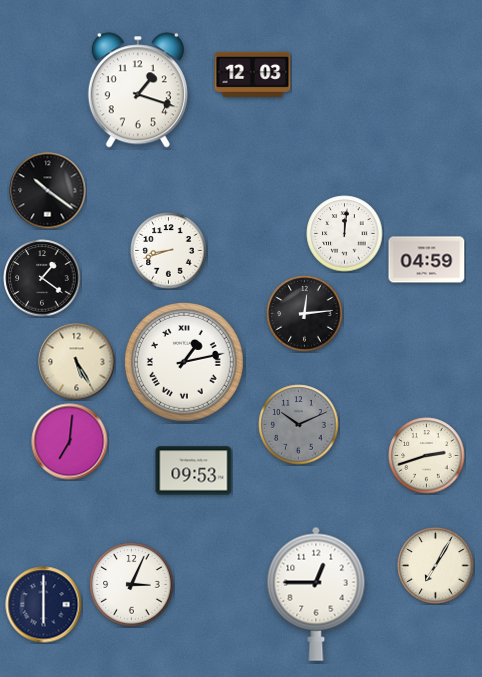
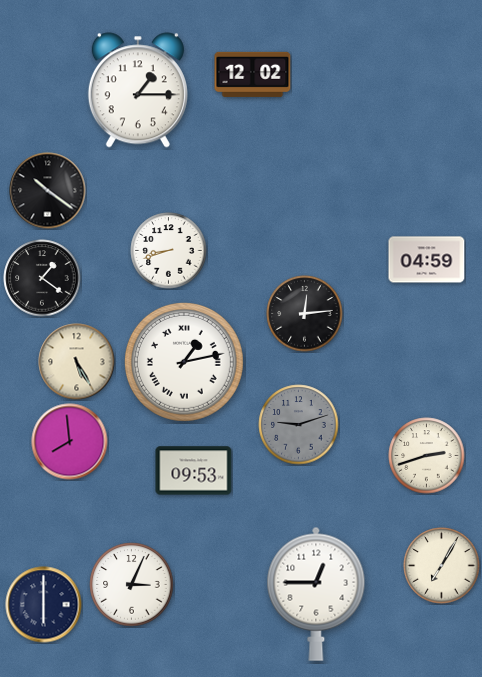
clock at (253, 74): 12:03 -> 12:02
clock at (138, 90): 1:18 -> 1:15
clock at (345, 234): 12:01 -> none
clock at (299, 425): 10:11 -> 9:12
clock at (70, 442): 7:01 -> 7:59
clock at (436, 566) position: (436, 566) -> (442, 566)
